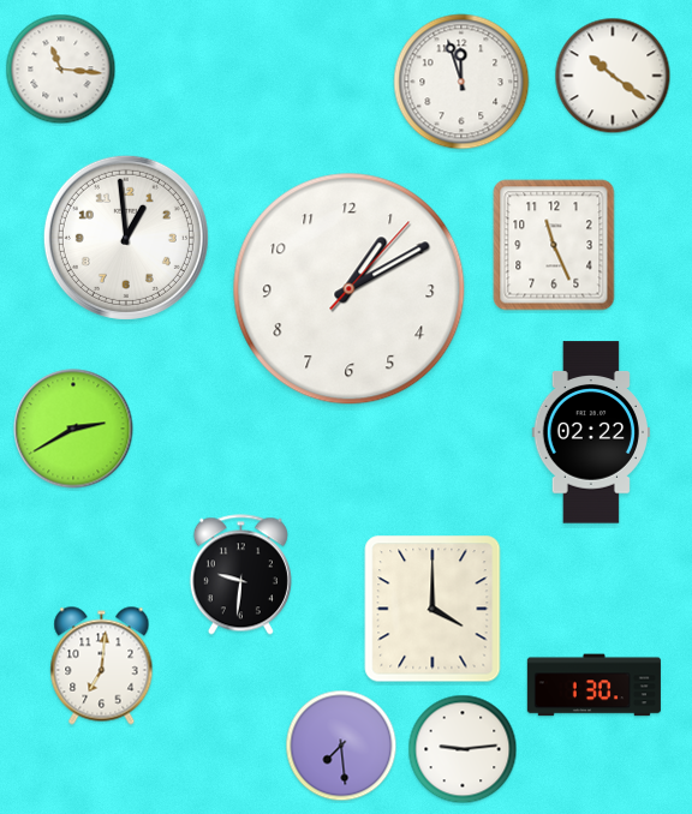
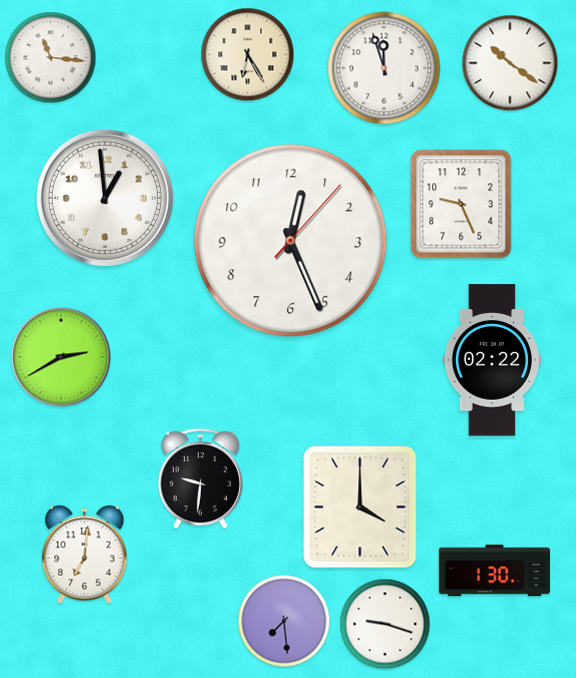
clock at (248, 55): none -> 6:25
clock at (554, 245): 11:26 -> 9:26
clock at (350, 289): 1:10 -> 12:26
clock at (463, 749): 9:14 -> 9:18
